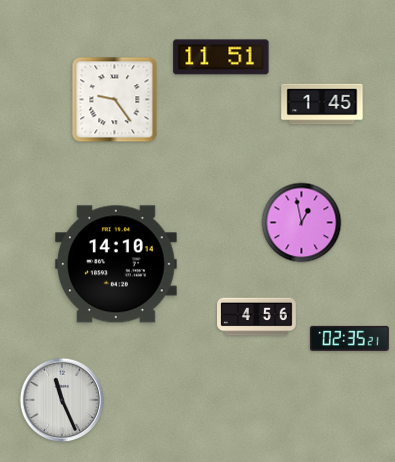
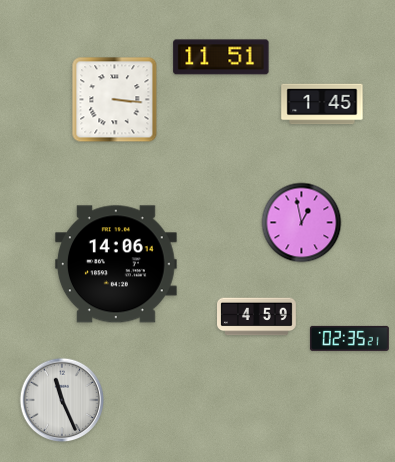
clock at (115, 100): 9:24 -> 3:16
clock at (116, 264): 14:10 -> 14:06
clock at (257, 317): 4:56 -> 4:59
